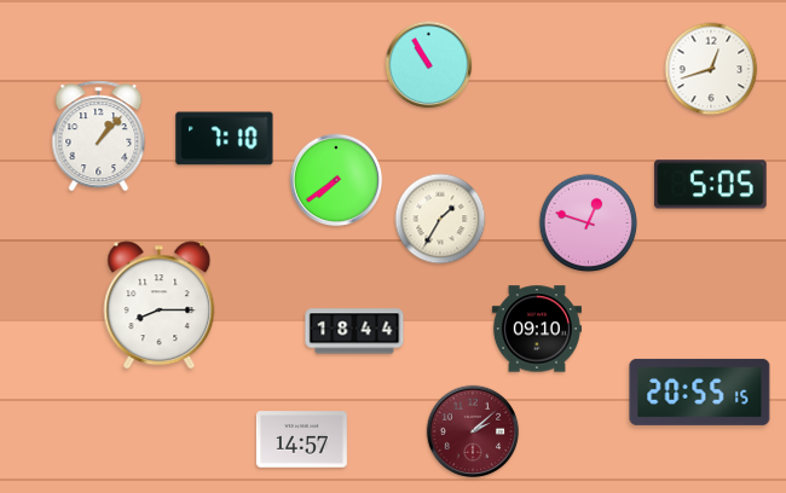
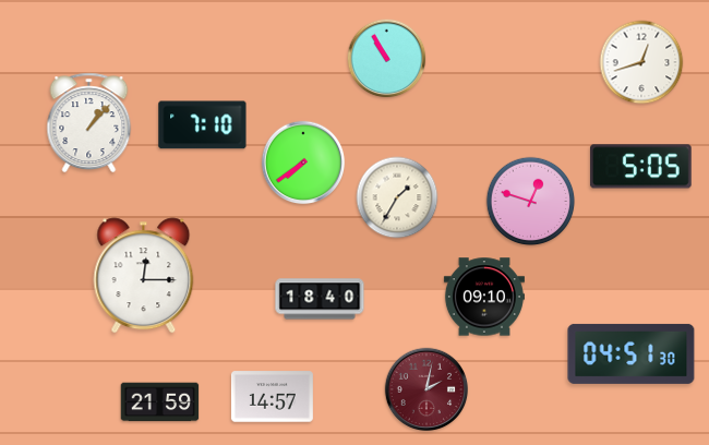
clock at (160, 306): 8:15 -> 12:15
clock at (354, 331): 18:44 -> 18:40
clock at (700, 391): 20:55 -> 04:51
clock at (473, 431): 2:08 -> 2:02
clock at (160, 402): none -> 21:59
